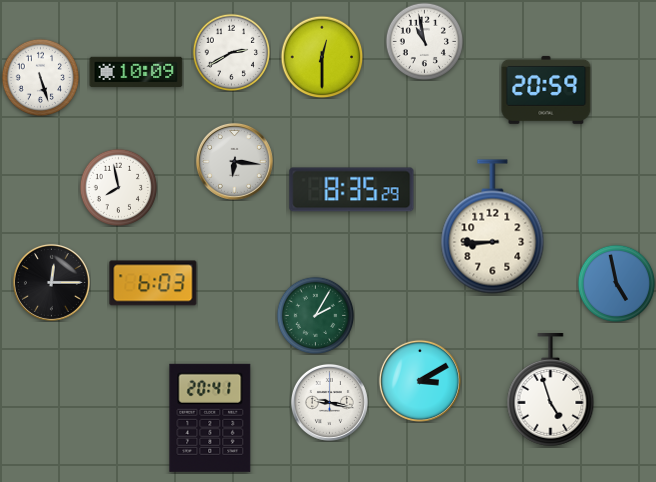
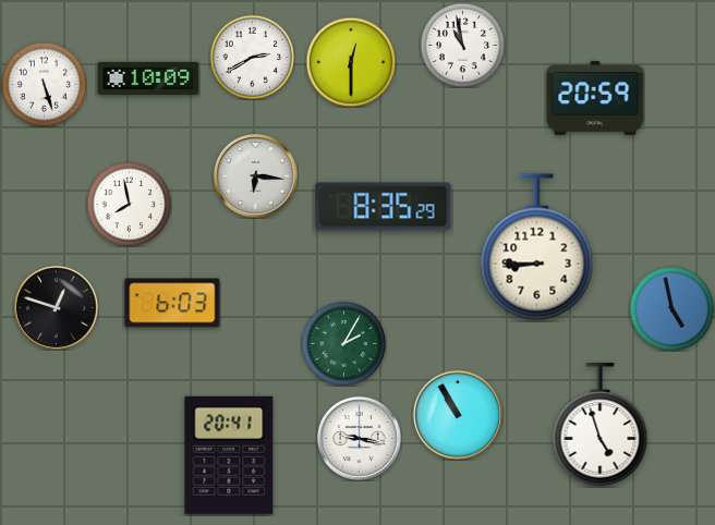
clock at (51, 282): 12:15 -> 12:48
clock at (153, 283) position: (153, 283) -> (172, 303)
clock at (420, 381): 3:10 -> 10:55
